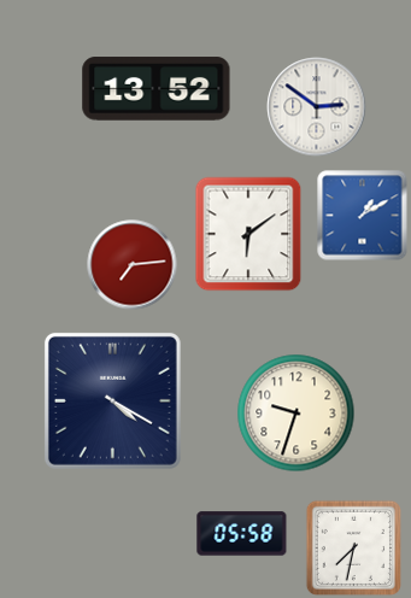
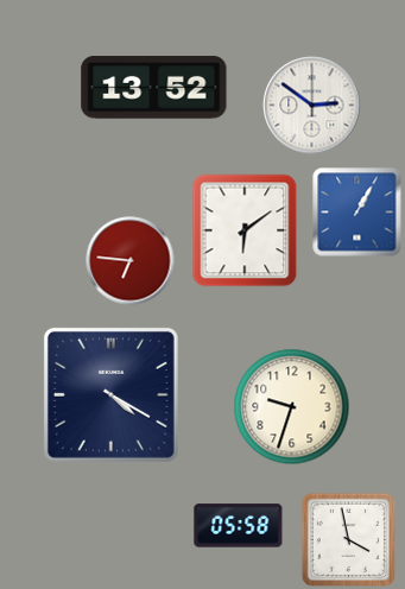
clock at (363, 216): 1:10 -> 1:05
clock at (133, 265): 7:14 -> 6:46
clock at (353, 547): 7:32 -> 3:58
